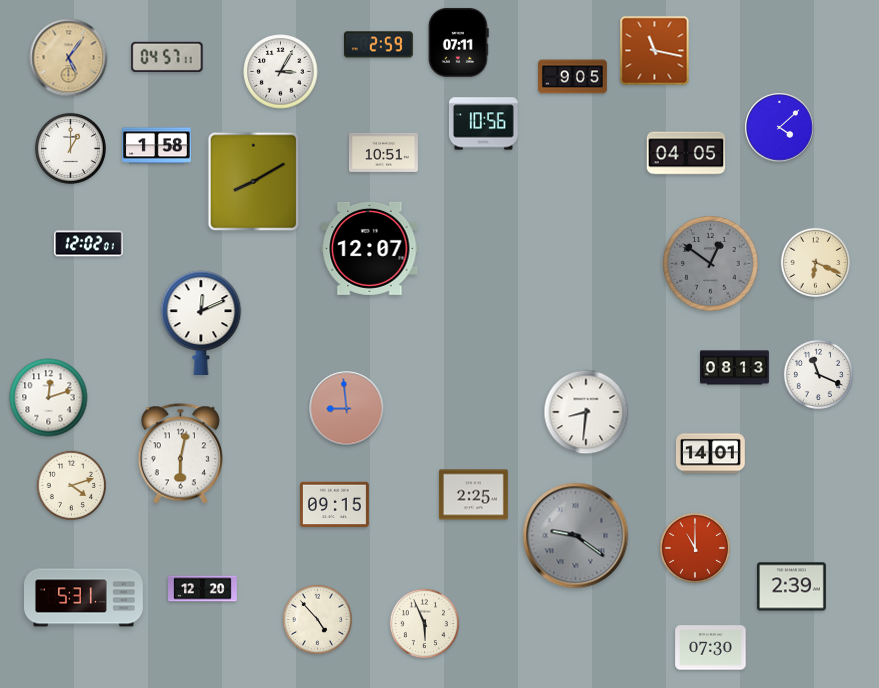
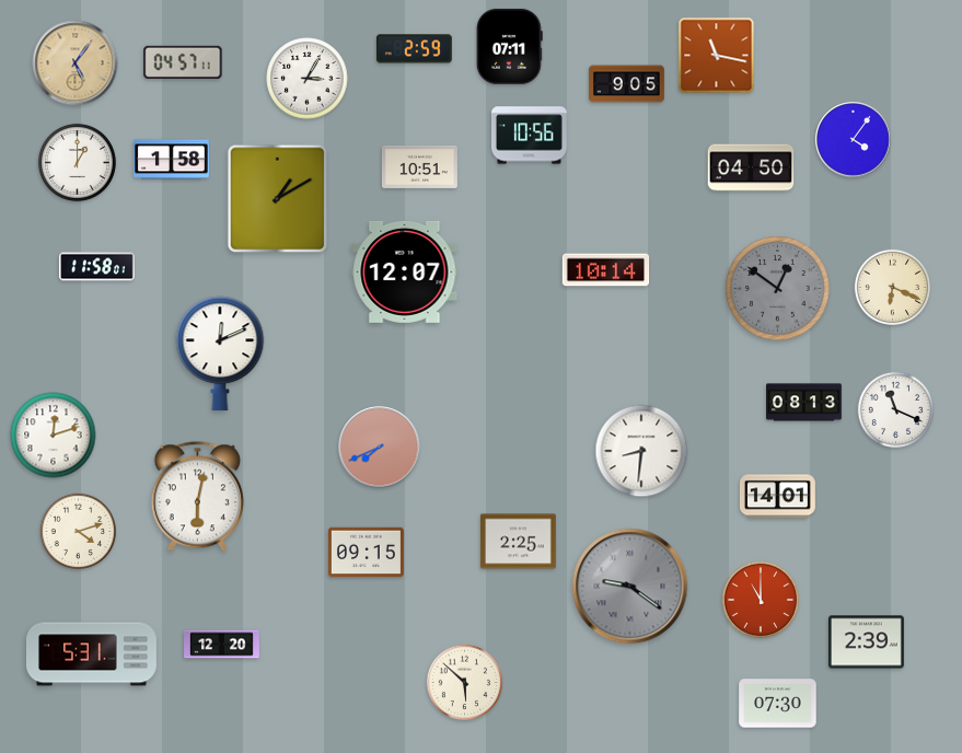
clock at (458, 42) position: (458, 42) -> (509, 46)
clock at (780, 128): 4:08 -> 4:06
clock at (686, 153): 04:05 -> 04:50
clock at (254, 182): 8:10 -> 1:10
clock at (88, 244): 12:02 -> 11:58
clock at (606, 270): none -> 10:14
clock at (347, 409): 8:59 -> 7:41
clock at (317, 619): 4:53 -> none
clock at (424, 623): 5:56 -> 5:52
clock at (711, 648) position: (711, 648) -> (778, 704)
